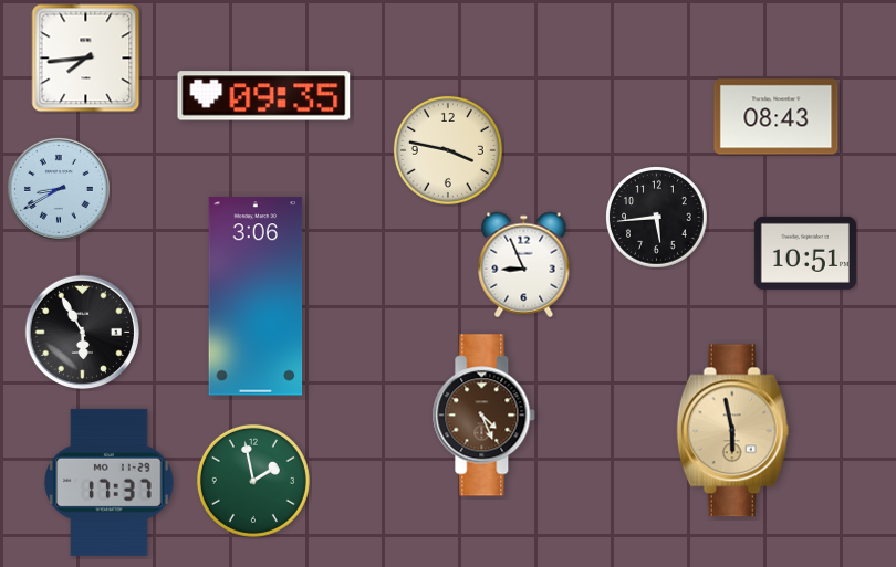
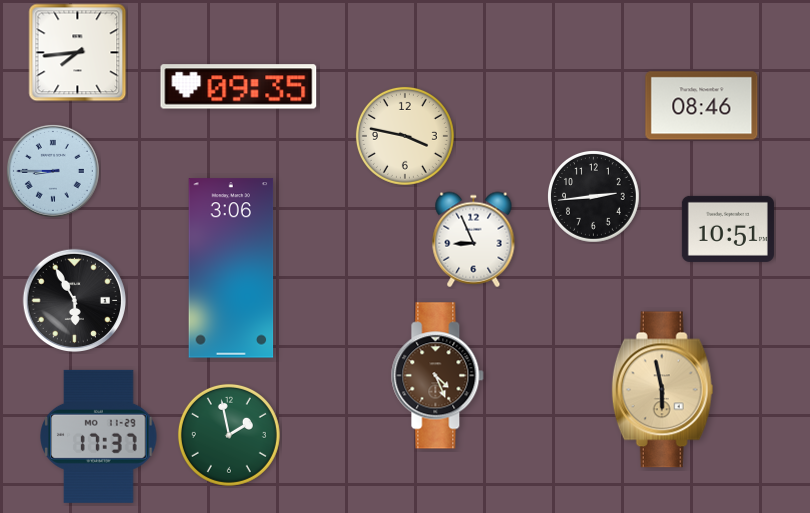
clock at (777, 117): 08:43 -> 08:46
clock at (59, 189): 8:40 -> 8:45
clock at (657, 218): 5:44 -> 2:44
